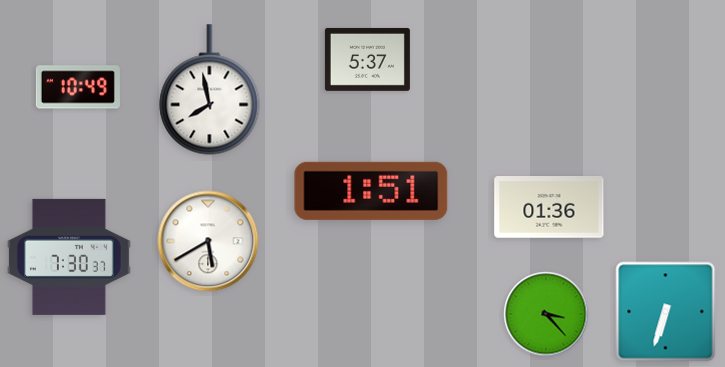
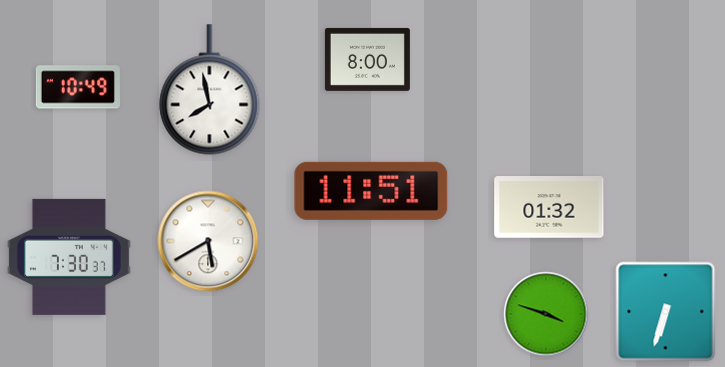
clock at (367, 59): 5:37 -> 8:00
clock at (371, 191): 1:51 -> 11:51
clock at (549, 208): 01:36 -> 01:32
clock at (546, 314): 3:23 -> 3:48
